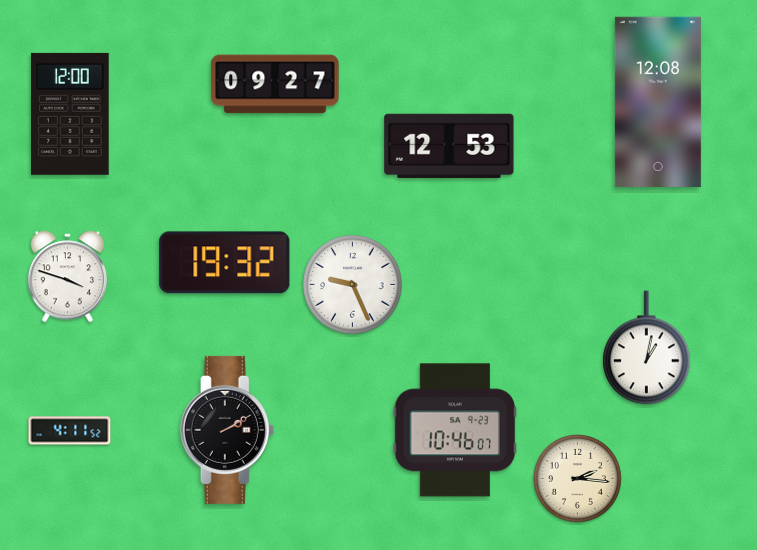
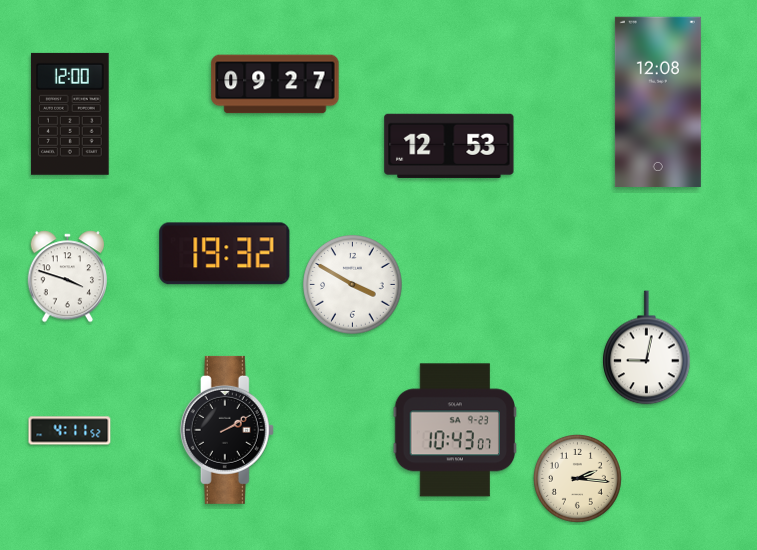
clock at (225, 263) position: (225, 263) -> (225, 254)
clock at (353, 285): 9:26 -> 3:50
clock at (647, 348): 1:02 -> 9:02
clock at (455, 430): 10:46 -> 10:43
